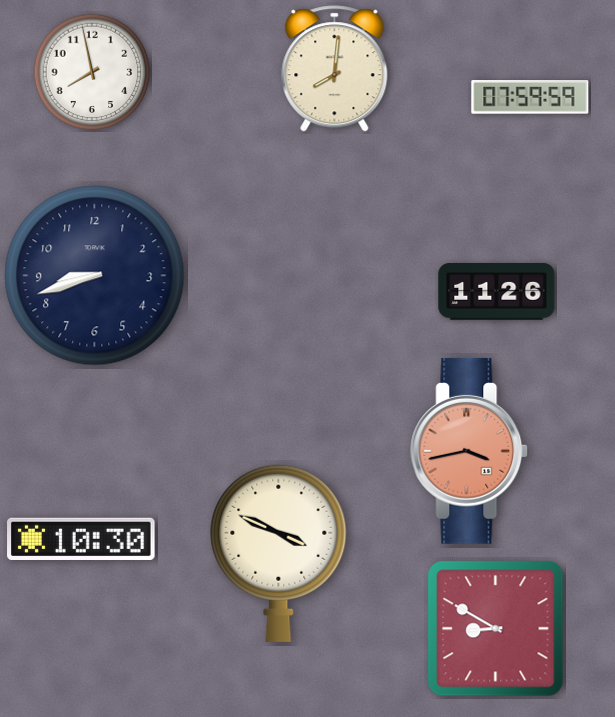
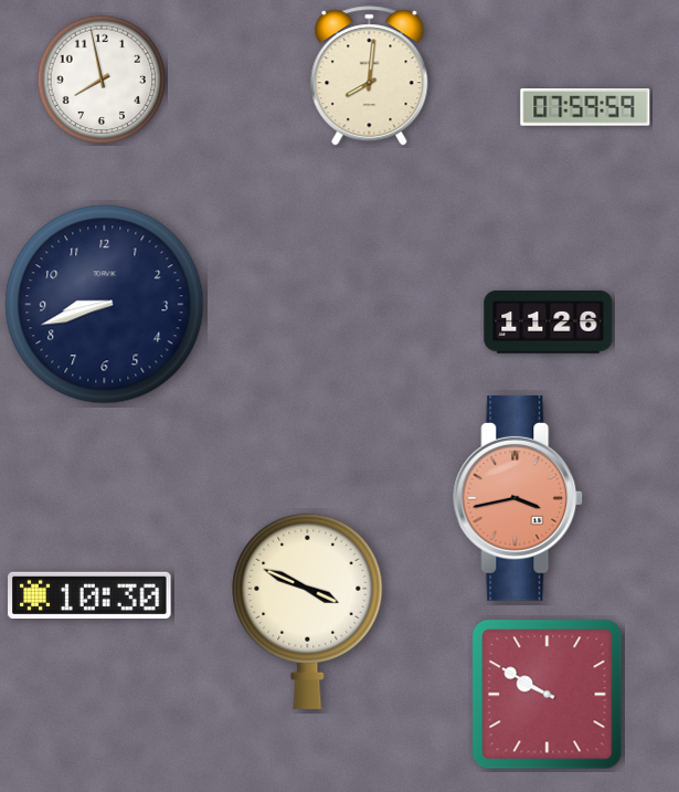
clock at (496, 629): 8:50 -> 9:50
